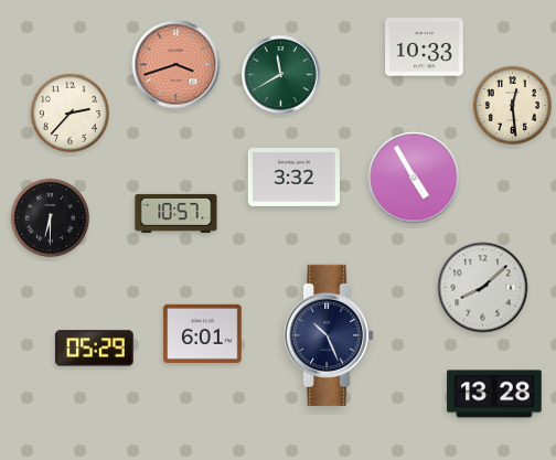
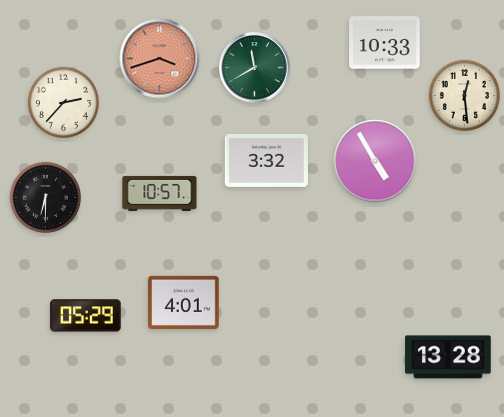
clock at (483, 288): 8:08 -> none
clock at (203, 333): 6:01 -> 4:01
clock at (329, 335): 10:26 -> none
